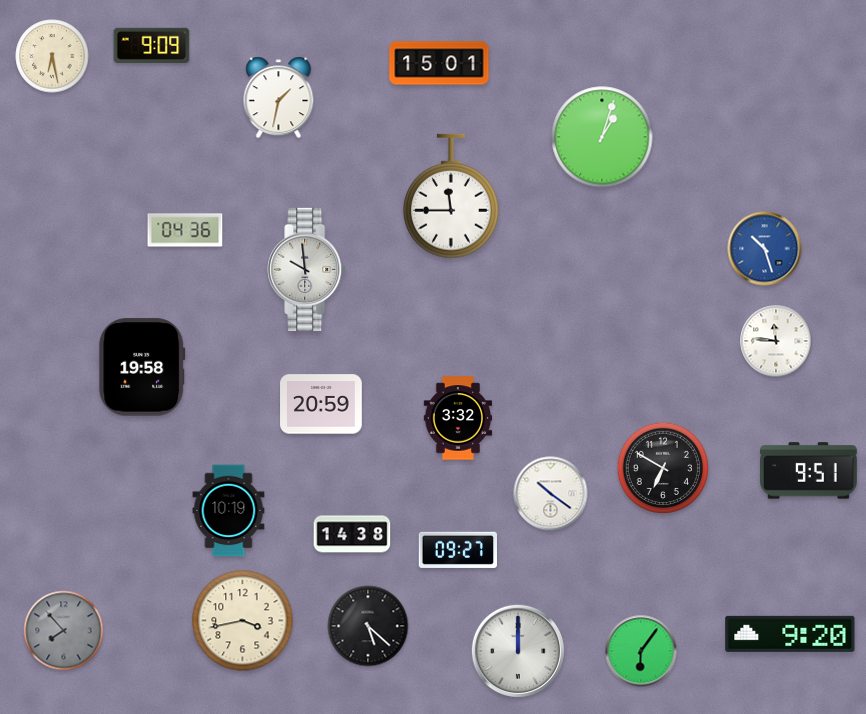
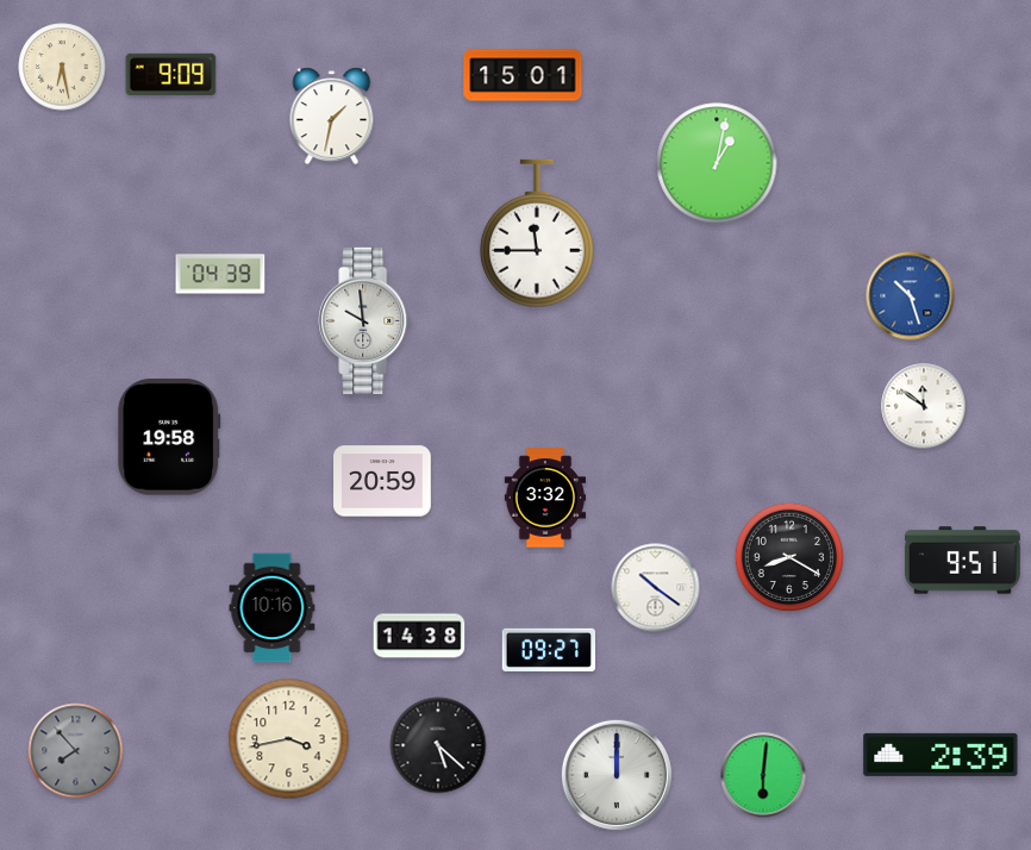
clock at (152, 45) position: (152, 45) -> (171, 74)
clock at (602, 137): 1:03 -> 1:02
clock at (185, 230): 04:36 -> 04:39
clock at (776, 341): 11:46 -> 11:51
clock at (662, 467): 6:50 -> 8:20
clock at (229, 511): 10:19 -> 10:16
clock at (457, 550) position: (457, 550) -> (548, 650)
clock at (790, 634): 9:20 -> 2:39
clock at (641, 651): 6:06 -> 6:01
